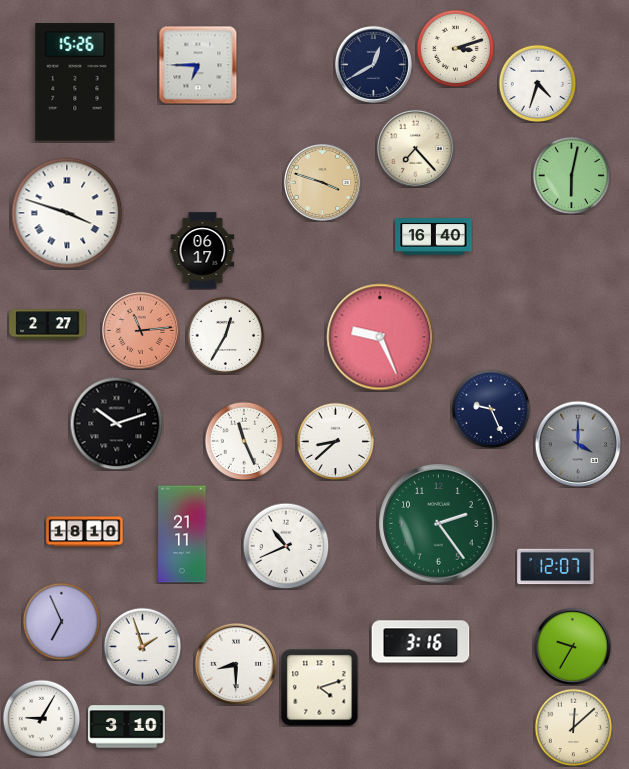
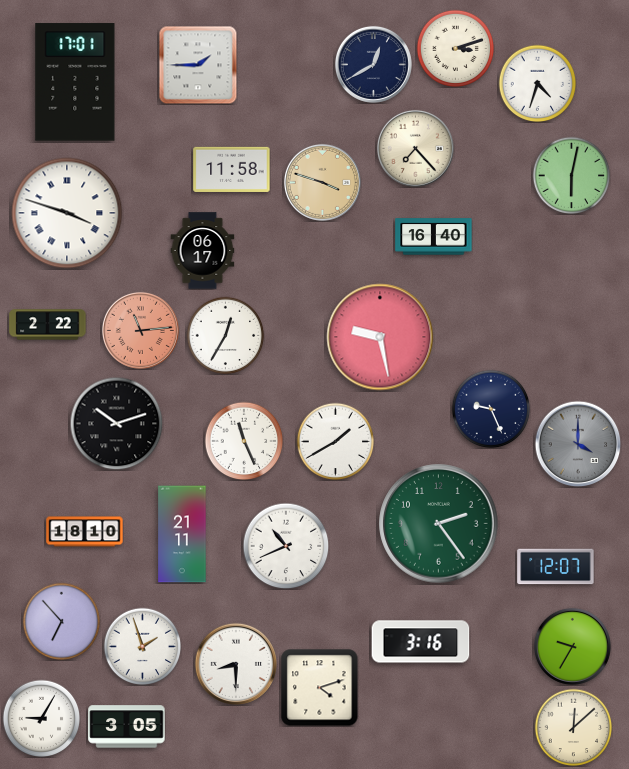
clock at (198, 65): 6:45 -> 1:45
clock at (75, 82): 15:26 -> 17:01
clock at (232, 169): none -> 11:58
clock at (48, 325): 2:27 -> 2:22
clock at (380, 337): 9:26 -> 9:28
clock at (335, 441): 8:38 -> 1:40
clock at (61, 621): 6:56 -> 6:53
clock at (127, 727): 3:10 -> 3:05
